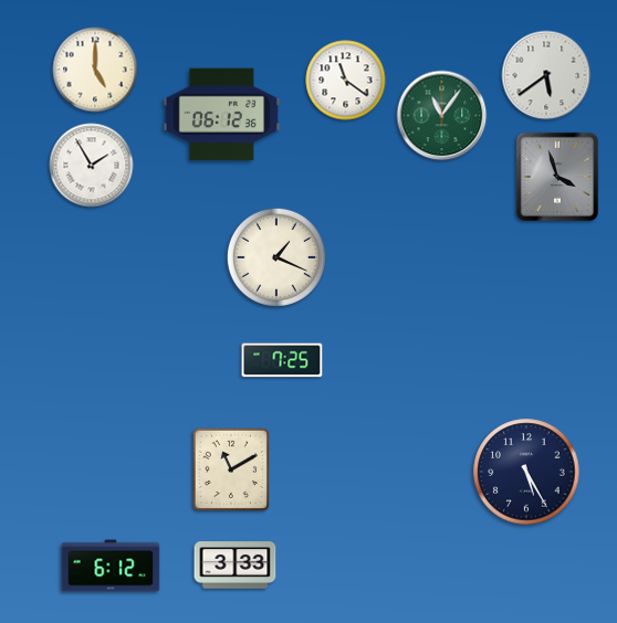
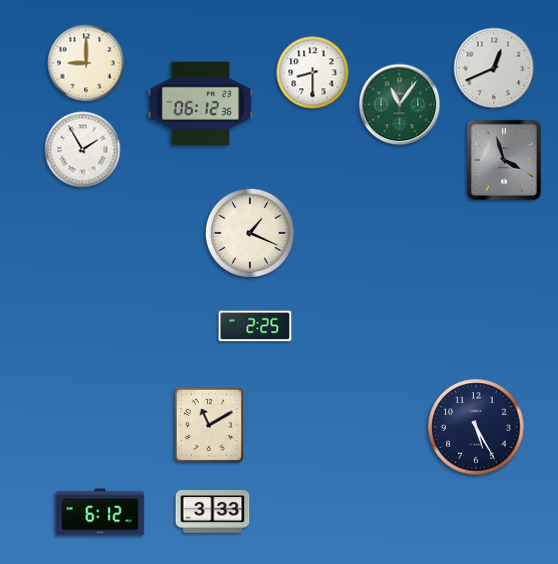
clock at (95, 70): 5:00 -> 9:00
clock at (546, 75): 5:39 -> 12:41
clock at (346, 81): 11:21 -> 8:30
clock at (282, 360): 7:25 -> 2:25
